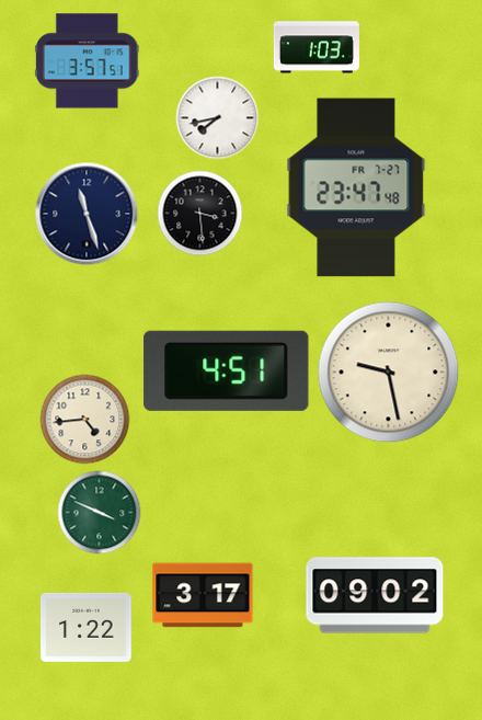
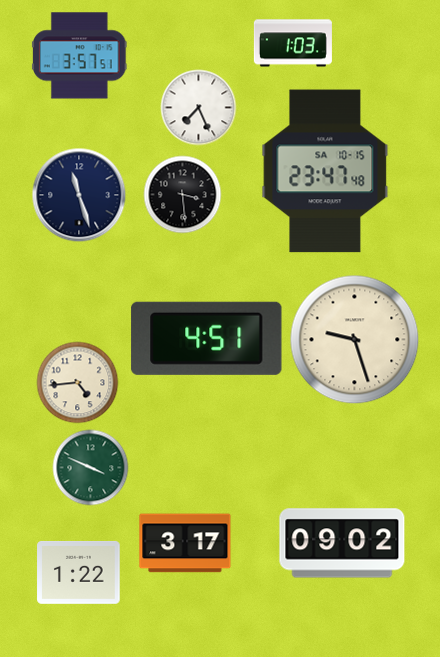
clock at (317, 47) position: (317, 47) -> (293, 43)
clock at (218, 118): 7:43 -> 7:26
clock at (356, 187) date: FR 7-27 -> SA 10-15
clock at (389, 373): 9:28 -> 9:27
